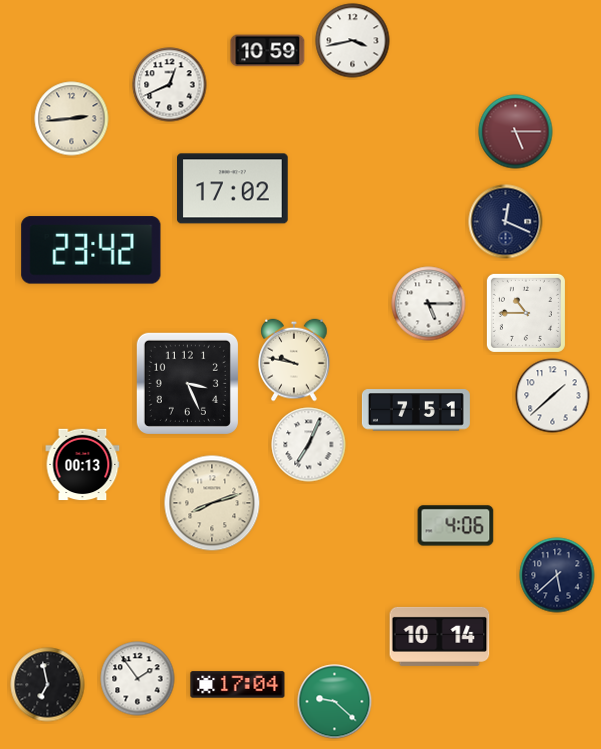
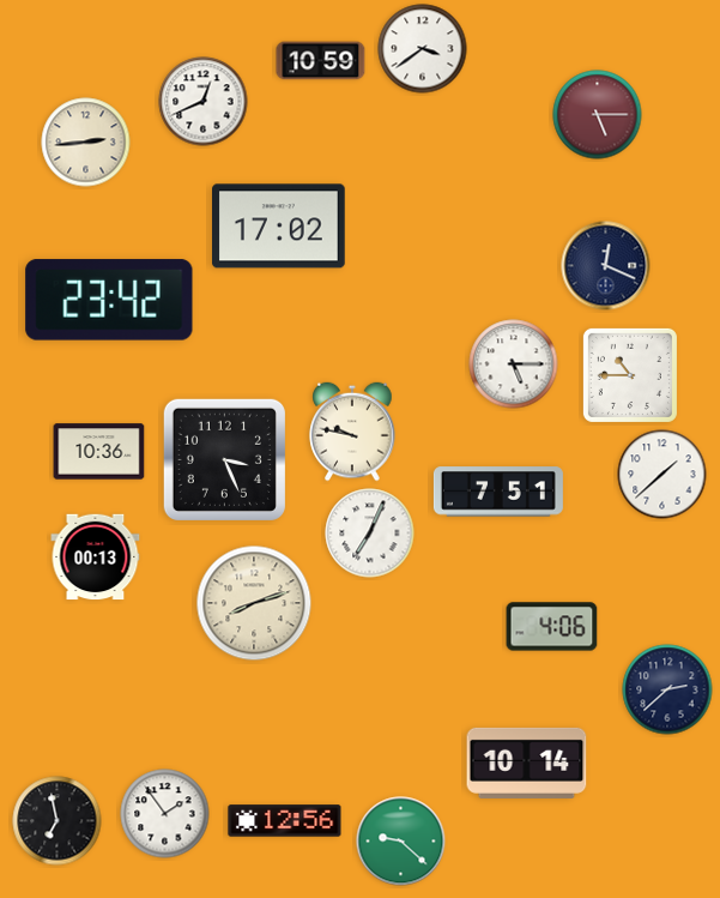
clock at (353, 41): 3:43 -> 3:39
clock at (516, 132) position: (516, 132) -> (598, 115)
clock at (99, 452): none -> 10:36
clock at (83, 465) position: (83, 465) -> (96, 558)
clock at (456, 526) position: (456, 526) -> (552, 627)
clock at (557, 575): 5:38 -> 2:38
clock at (238, 685): 17:04 -> 12:56
